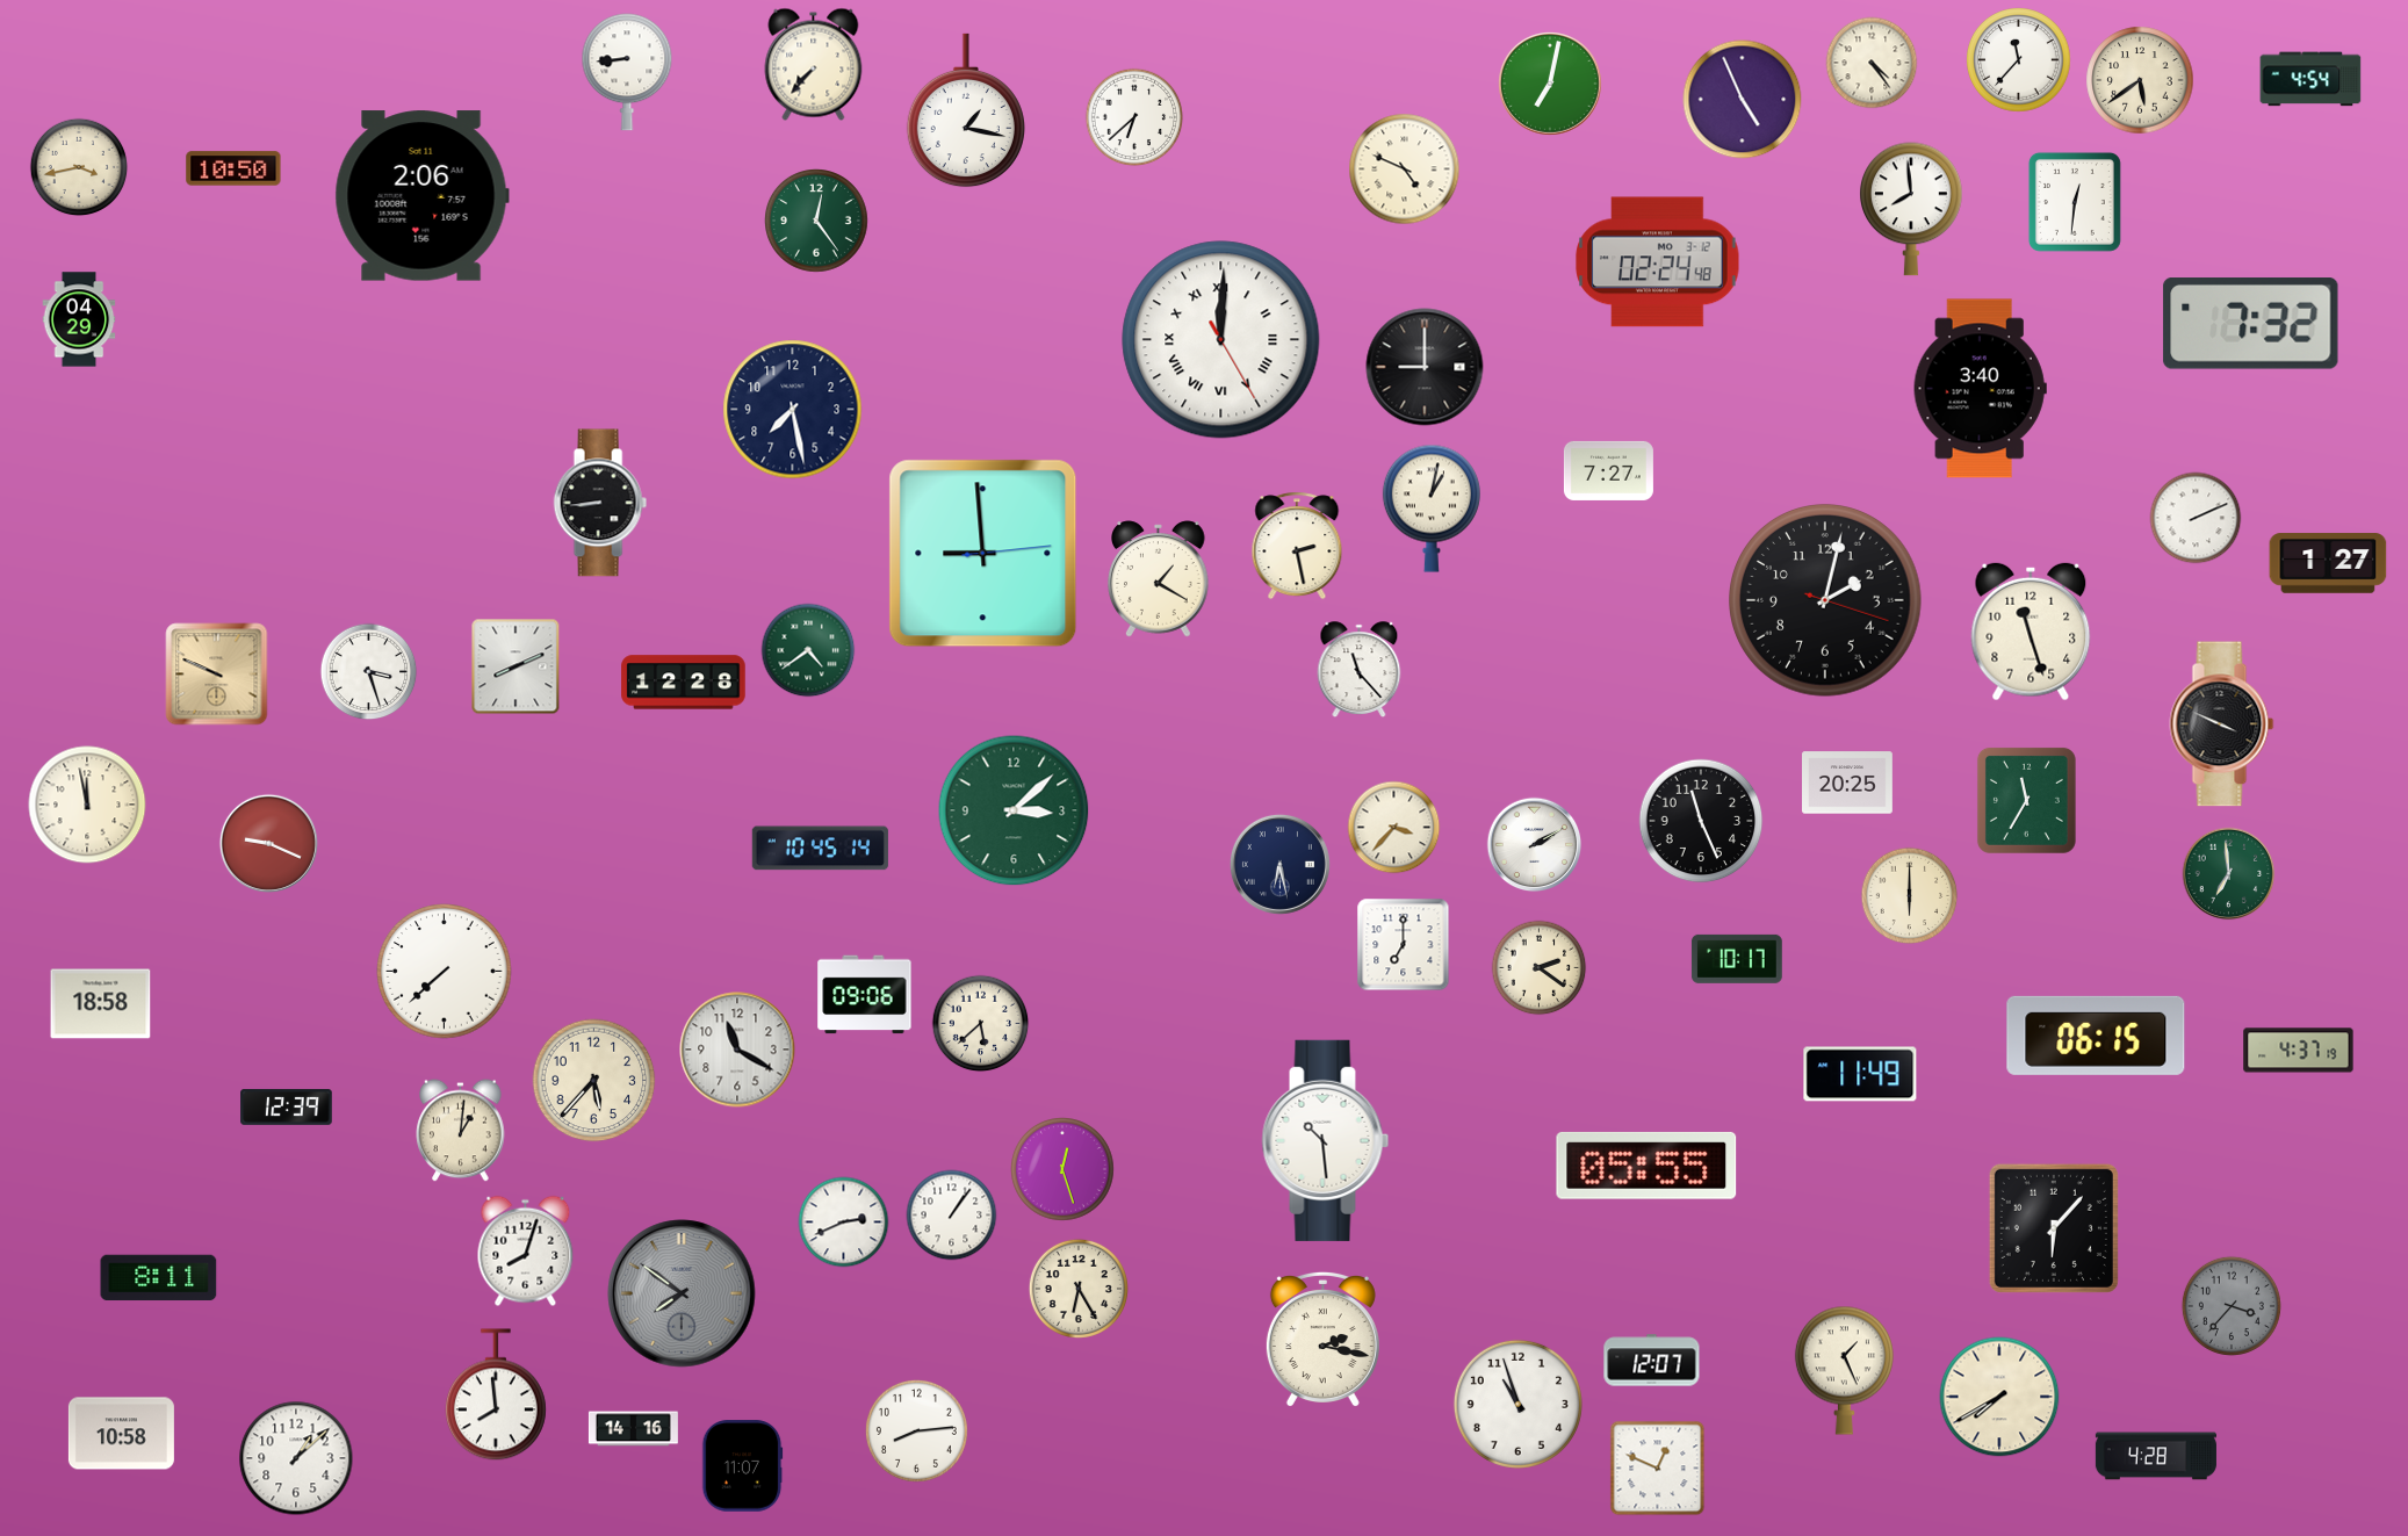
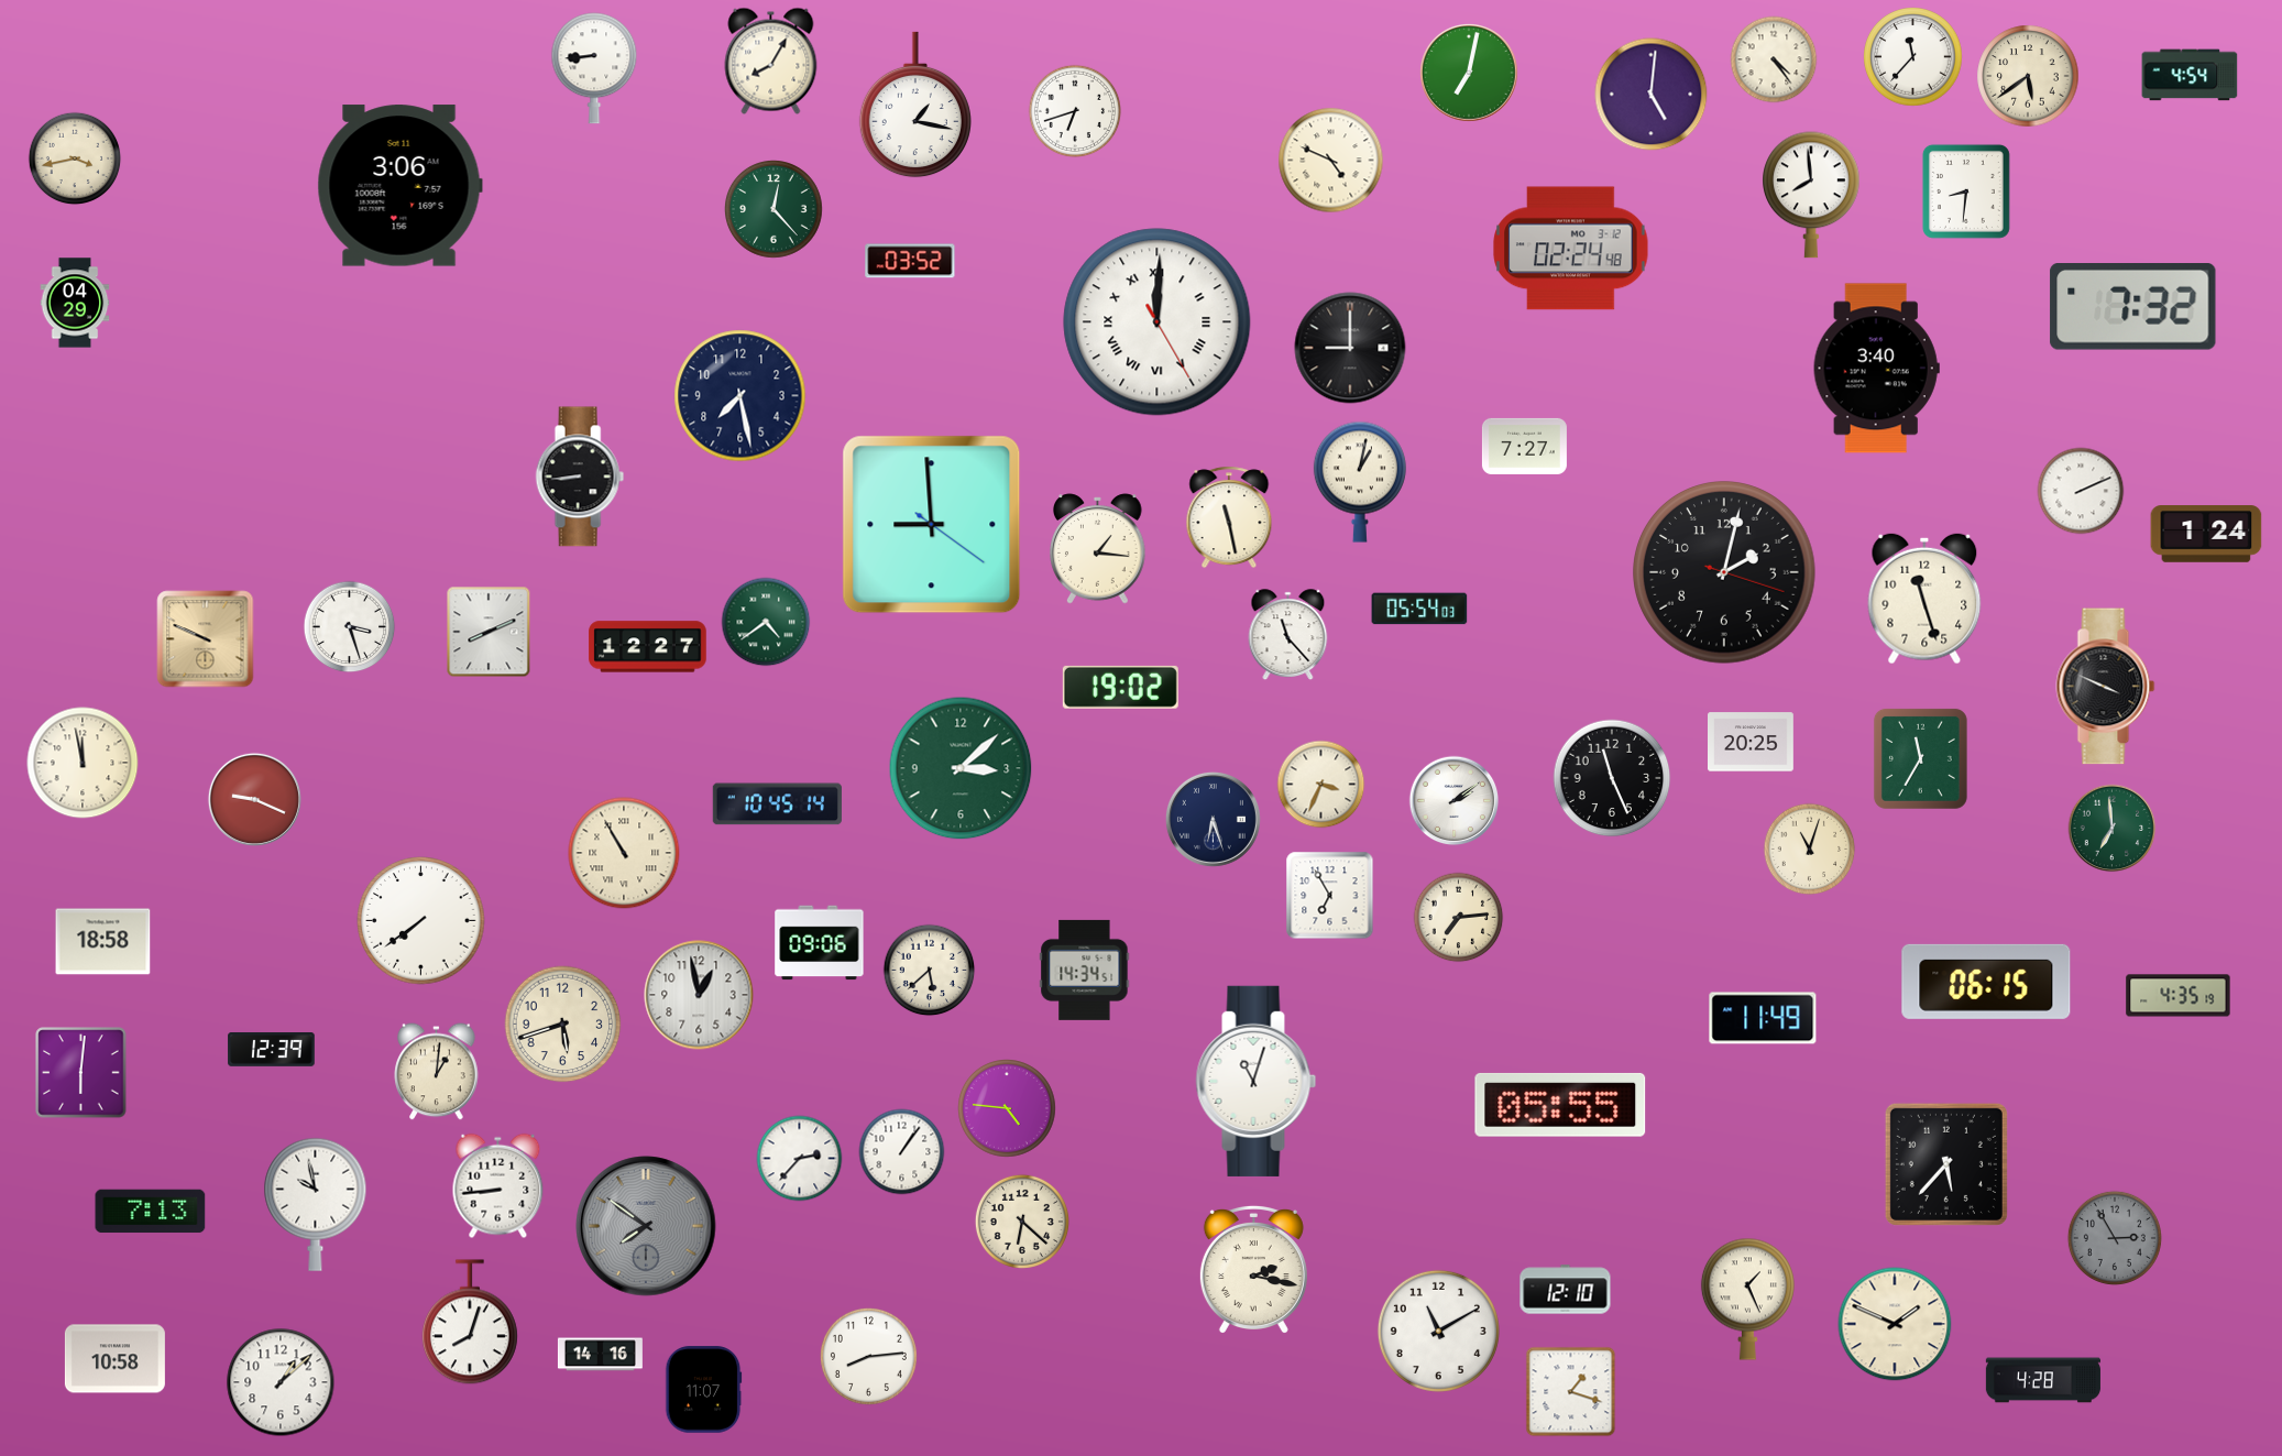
clock at (814, 64): 7:37 -> 8:05
clock at (1551, 85) position: (1551, 85) -> (1470, 74)
clock at (1743, 100): 4:56 -> 5:01
clock at (1134, 117): 6:38 -> 6:42
clock at (233, 168): 10:50 -> none
clock at (421, 196): 2:06 -> 3:06
clock at (2075, 202): 12:31 -> 8:31
clock at (1912, 209) position: (1912, 209) -> (1812, 195)
clock at (817, 222): 12:24 -> 12:23
clock at (910, 261): none -> 03:52
clock at (793, 410) position: (793, 410) -> (740, 396)
clock at (600, 503) position: (600, 503) -> (580, 477)
clock at (1432, 509) position: (1432, 509) -> (1360, 482)
clock at (1297, 546): 2:28 -> 11:28
clock at (983, 554): 8:59:14 -> 8:59:21
clock at (2328, 563): 1:27 -> 1:24
clock at (1159, 579): 1:20 -> 1:16
clock at (1825, 600) position: (1825, 600) -> (1724, 572)
clock at (1419, 609): none -> 05:54
clock at (808, 650) position: (808, 650) -> (766, 622)
clock at (369, 672) position: (369, 672) -> (350, 627)
clock at (684, 683): 12:28 -> 12:27
clock at (1120, 687): none -> 19:02
clock at (1394, 828): 3:37 -> 3:34
clock at (1535, 845): 2:10 -> 2:09
clock at (1279, 864): 6:28 -> 6:27
clock at (1910, 896): 6:00 -> 11:03
clock at (624, 853): none -> 10:55
clock at (1404, 945): 7:00 -> 6:55
clock at (1737, 959): 10:17 -> none
clock at (1540, 968): 2:21 -> 7:14
clock at (445, 972): 7:38 -> 7:39
clock at (101, 1004) position: (101, 1004) -> (103, 942)
clock at (1085, 970): none -> 14:34
clock at (737, 1050): 11:20 -> 12:58
clock at (2299, 1051): 4:37 -> 4:35
clock at (594, 1081): 5:37 -> 5:42
clock at (81, 1073): none -> 6:01
clock at (1326, 1140): 10:29 -> 11:03
clock at (1064, 1170): 12:27 -> 4:46
clock at (844, 1223): 2:41 -> 2:37
clock at (2054, 1228): 6:07 -> 5:37
clock at (526, 1252): 8:03 -> 8:44
clock at (316, 1204): none -> 9:58
clock at (159, 1278): 8:11 -> 7:13
clock at (1079, 1289): 6:25 -> 6:22
clock at (2232, 1306): 3:37 -> 2:55
clock at (1652, 1361): 12:07 -> 12:10
clock at (496, 1394): 7:59 -> 8:03
clock at (1999, 1397): 7:40 -> 1:49
clock at (1517, 1404): 10:57 -> 11:10
clock at (1658, 1469): 12:49 -> 1:18
